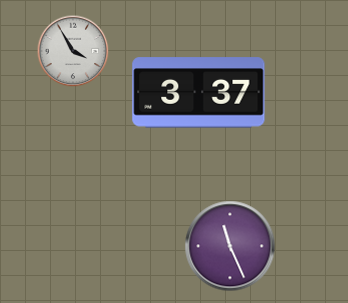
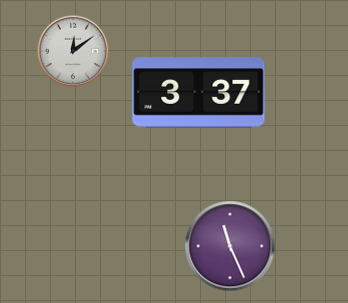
clock at (73, 51): 3:55 -> 12:09
